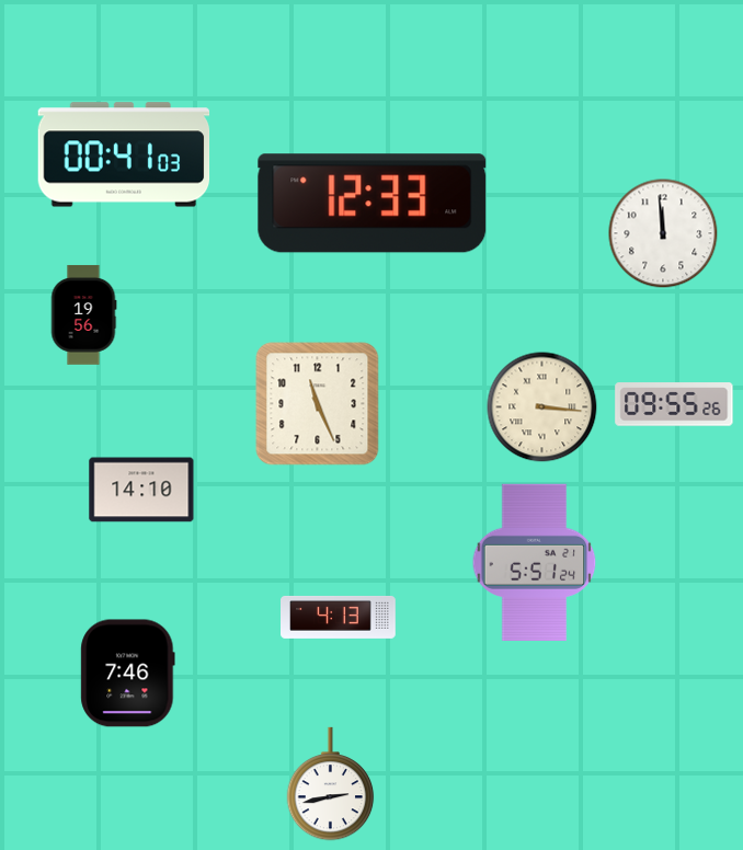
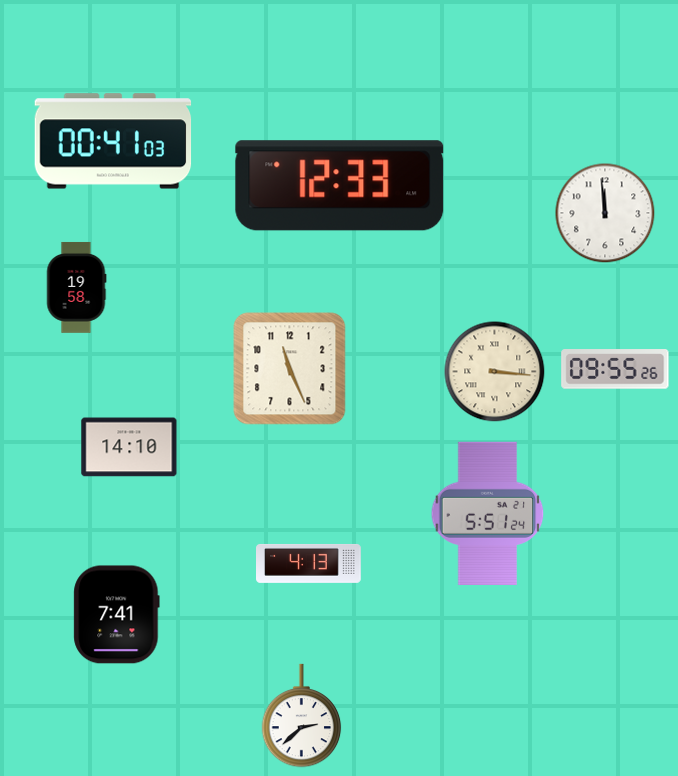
clock at (83, 314): 19:56 -> 19:58
clock at (128, 674): 7:46 -> 7:41
clock at (331, 784): 2:43 -> 2:38
